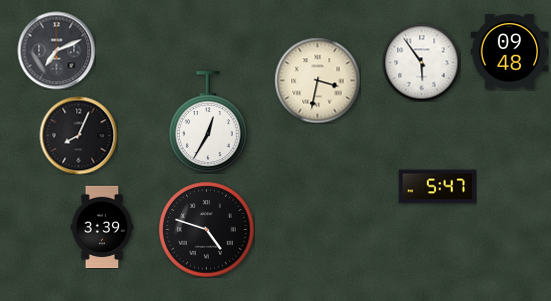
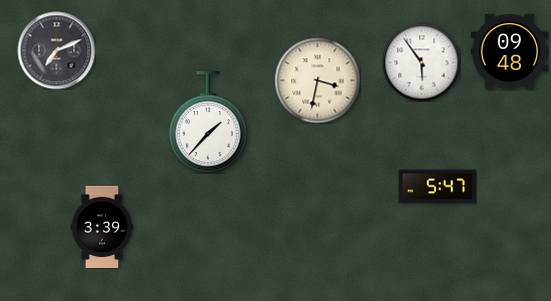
clock at (208, 122): 12:35 -> 1:37
clock at (78, 135): 8:04 -> none
clock at (206, 229): 4:48 -> none
